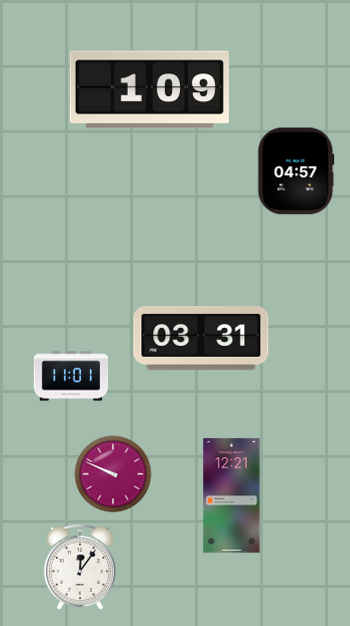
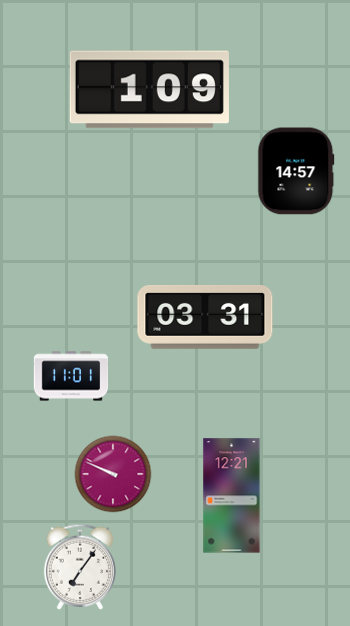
clock at (296, 171): 04:57 -> 14:57
clock at (201, 339) position: (201, 339) -> (205, 318)
clock at (80, 567): 12:06 -> 7:06
